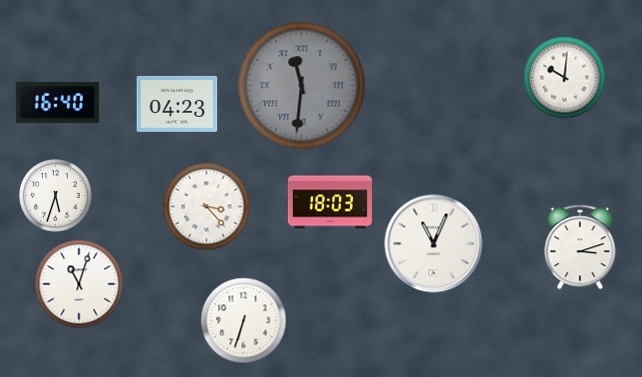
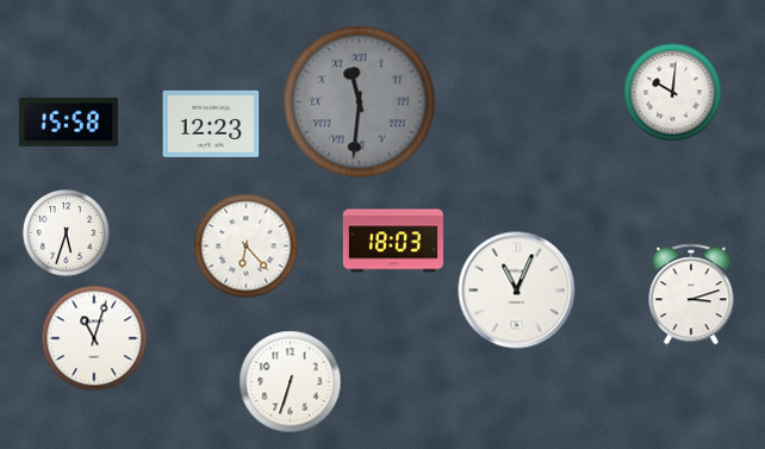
clock at (57, 102): 16:40 -> 15:58
clock at (177, 104): 04:23 -> 12:23
clock at (207, 207): 3:23 -> 6:23
